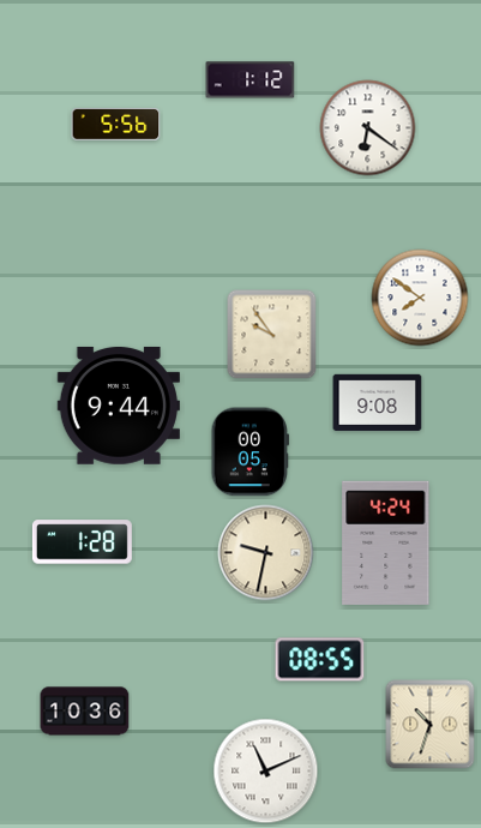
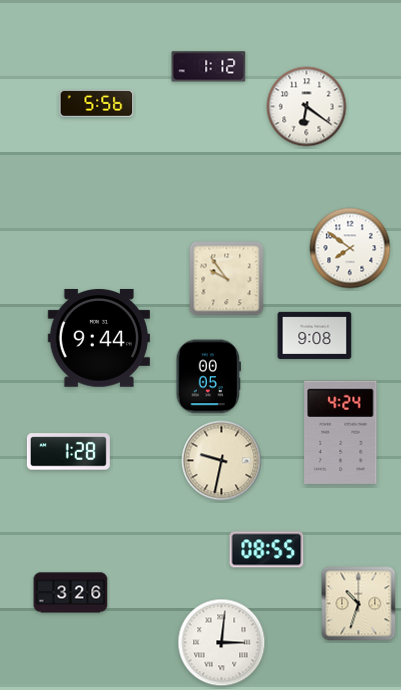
clock at (386, 542) position: (386, 542) -> (341, 432)
clock at (85, 712): 10:36 -> 3:26
clock at (266, 772): 11:11 -> 3:01
